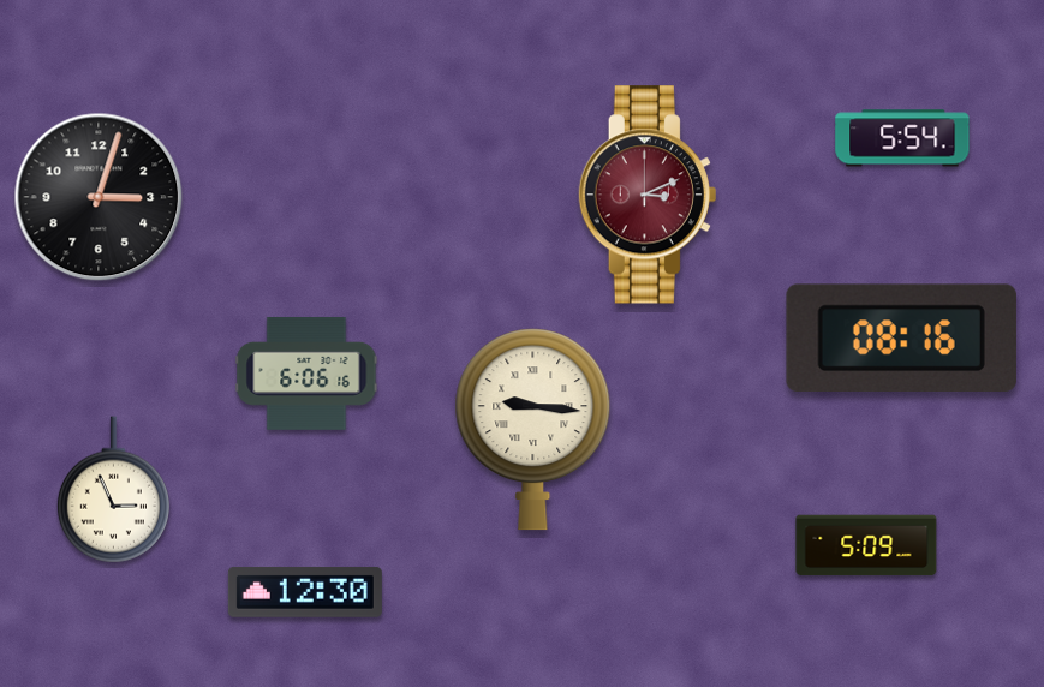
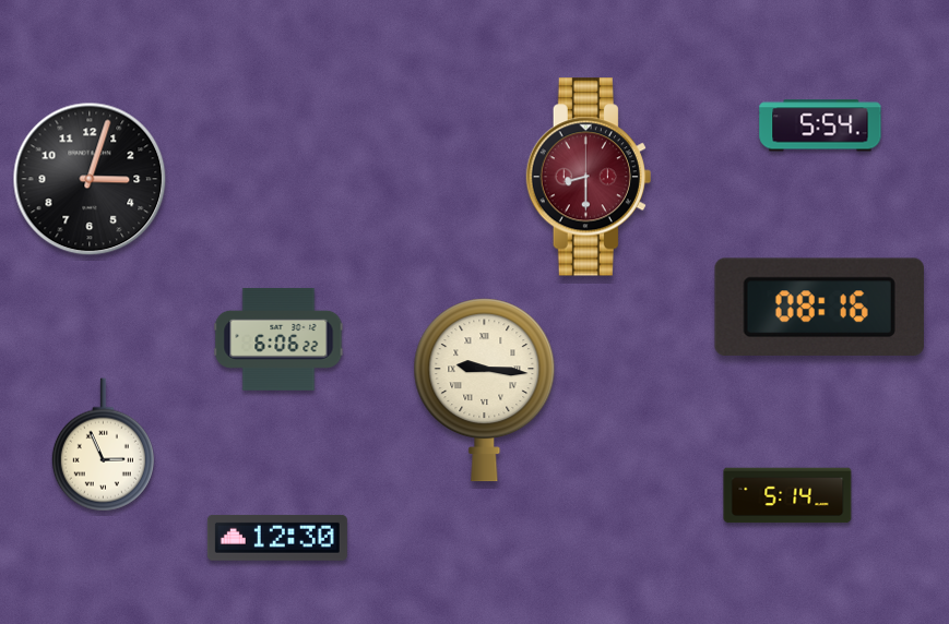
clock at (648, 195): 3:11 -> 8:30
clock at (306, 374): 6:06:16 -> 6:06:22
clock at (866, 545): 5:09 -> 5:14
